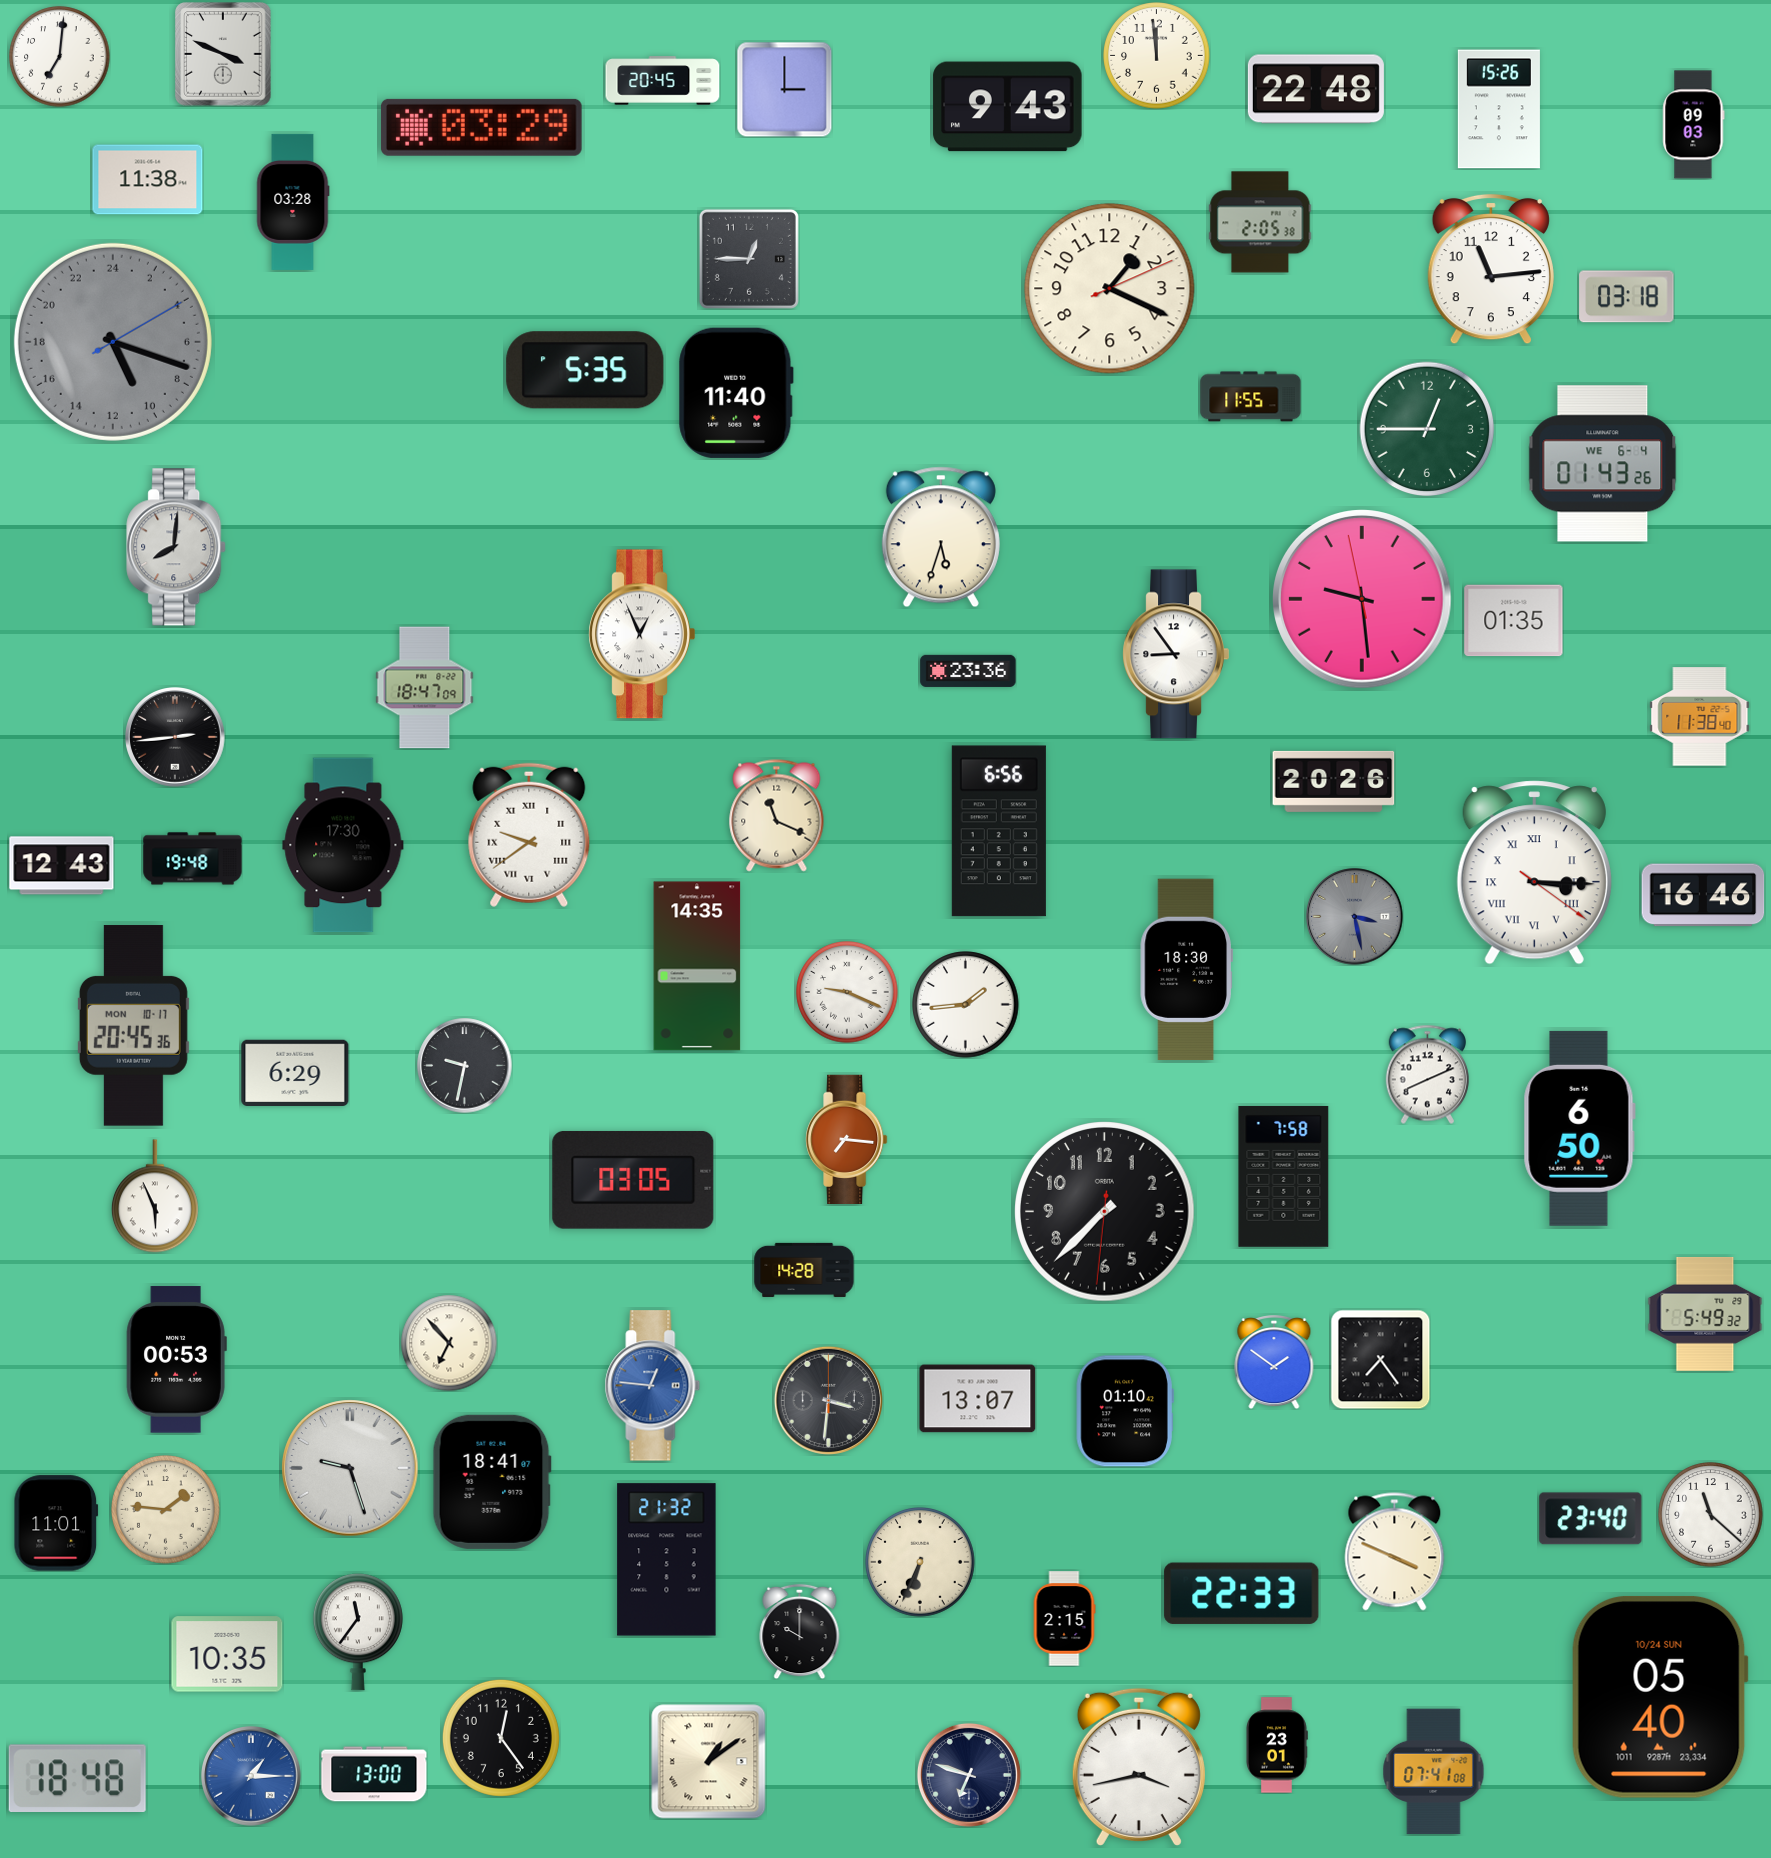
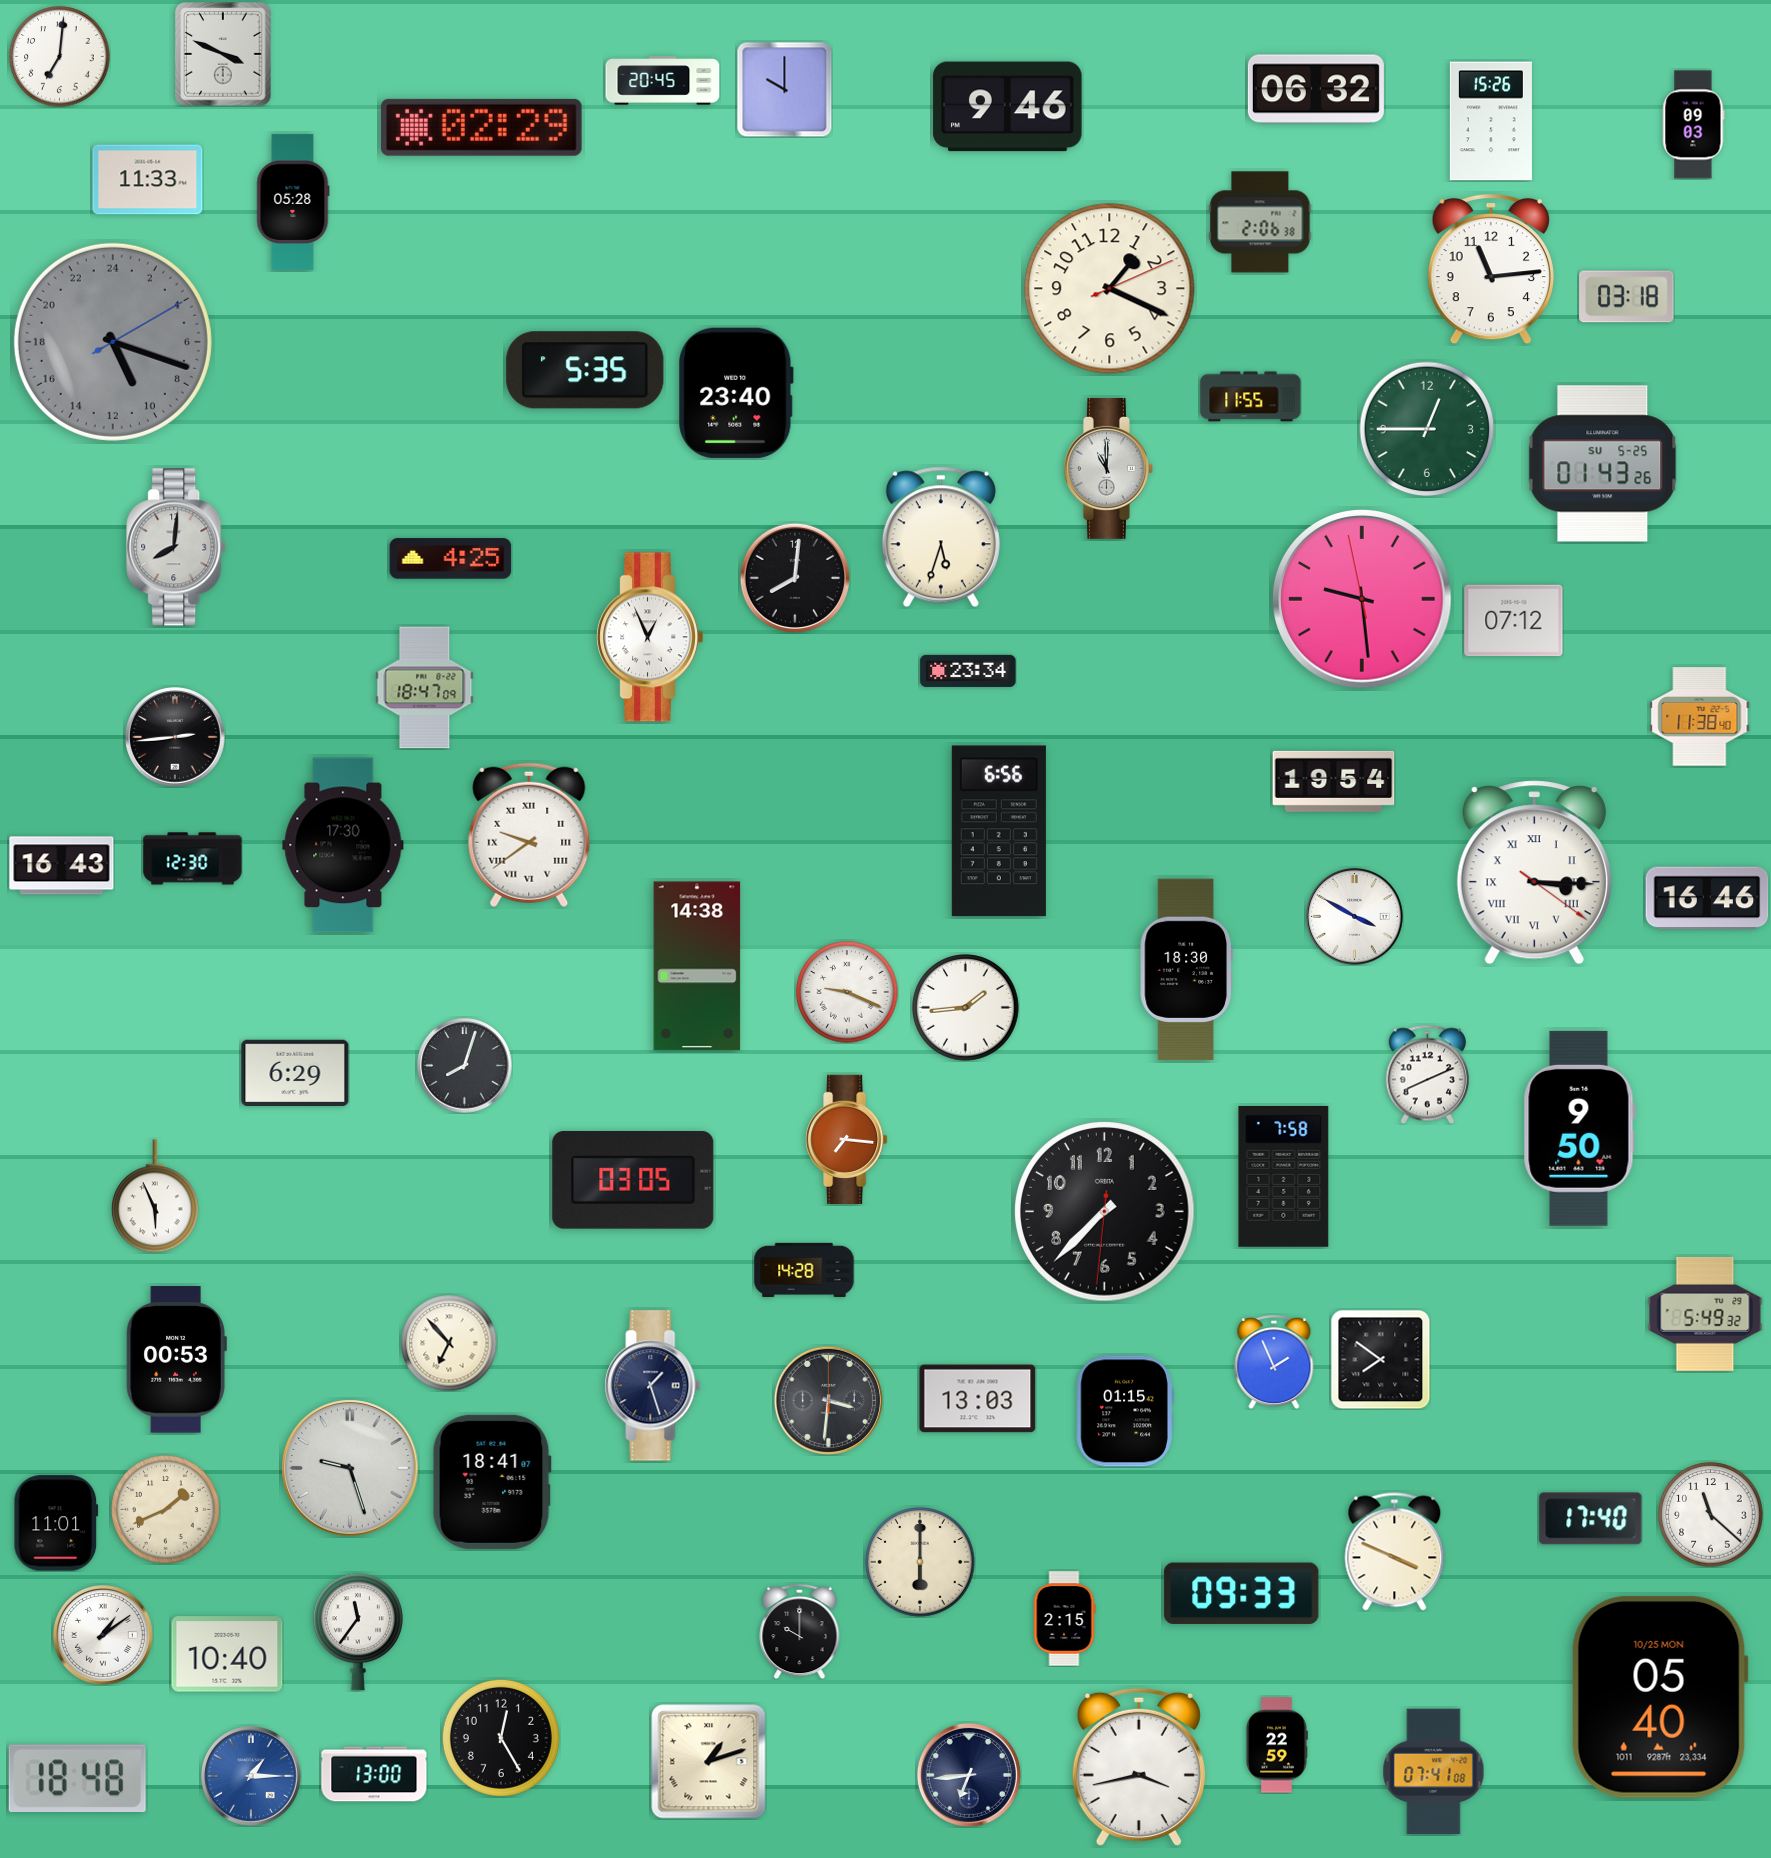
clock at (1157, 56): 11:59 -> none
clock at (784, 89): 3:00 -> 10:00
clock at (1316, 89): 22:48 -> 06:32
clock at (1008, 107): 9:43 -> 9:46
clock at (1499, 109) position: (1499, 109) -> (1491, 121)
clock at (481, 127): 03:29 -> 02:29
clock at (148, 180): 11:38 -> 11:33
clock at (293, 202): 03:28 -> 05:28
clock at (1260, 222): 2:05 -> 2:06
clock at (749, 259): 12:45 -> none
clock at (736, 393): 11:40 -> 23:40
clock at (1603, 464) date: WE 6-4 -> SU 5-25
clock at (1109, 468): none -> 11:00
clock at (451, 559): none -> 4:25
clock at (794, 577): none -> 8:01
clock at (1514, 621): 01:35 -> 07:12
clock at (642, 634) position: (642, 634) -> (650, 637)
clock at (1176, 654): 8:54 -> none
clock at (968, 671): 23:36 -> 23:34
clock at (1334, 781): 20:26 -> 19:54
clock at (777, 816): 11:19 -> none
clock at (193, 859): 19:48 -> 12:30
clock at (62, 866): 12:43 -> 16:43
clock at (1703, 895) position: (1703, 895) -> (1707, 898)
clock at (1355, 917): 3:28 -> 3:50
clock at (1355, 917) dial: grey -> white
clock at (697, 966): 14:35 -> 14:38
clock at (966, 1005) position: (966, 1005) -> (966, 1008)
clock at (133, 1026): 20:45 -> none
clock at (465, 1066): 9:32 -> 8:03
clock at (1579, 1128): 6:50 -> 9:50
clock at (1380, 1359): 7:24 -> 7:51
clock at (1274, 1363): 1:51 -> 1:56
clock at (653, 1386): 12:46 -> 1:27
clock at (653, 1386) dial: blue -> navy
clock at (978, 1399): 13:07 -> 13:03
clock at (1125, 1411): 01:10 -> 01:15
clock at (166, 1510): 1:46 -> 1:41
clock at (1591, 1519): 23:40 -> 17:40
clock at (667, 1560): 21:32 -> none
clock at (921, 1563): 6:34 -> 6:00
clock at (1242, 1593): 22:33 -> 09:33
clock at (104, 1636): none -> 1:09
clock at (227, 1654): 10:35 -> 10:40
clock at (1660, 1697) date: 10/24 SUN -> 10/25 MON
clock at (501, 1738): 12:24 -> 12:25
clock at (1277, 1745): 23:01 -> 22:59
clock at (709, 1762): 1:09 -> 1:12
clock at (969, 1775): 6:48 -> 6:44
